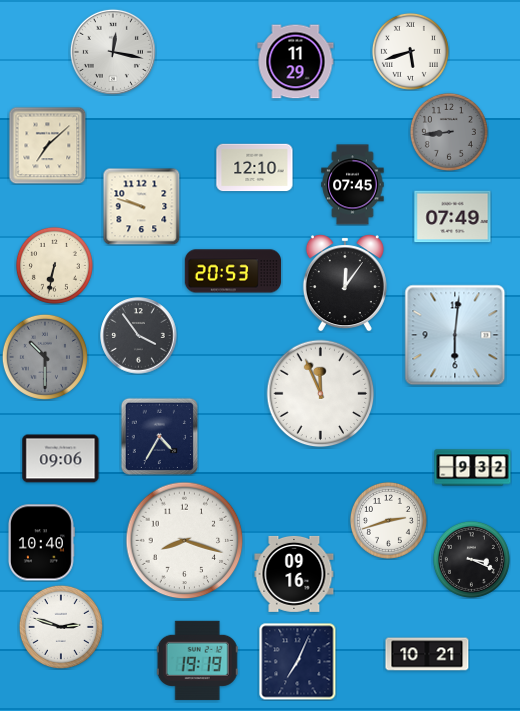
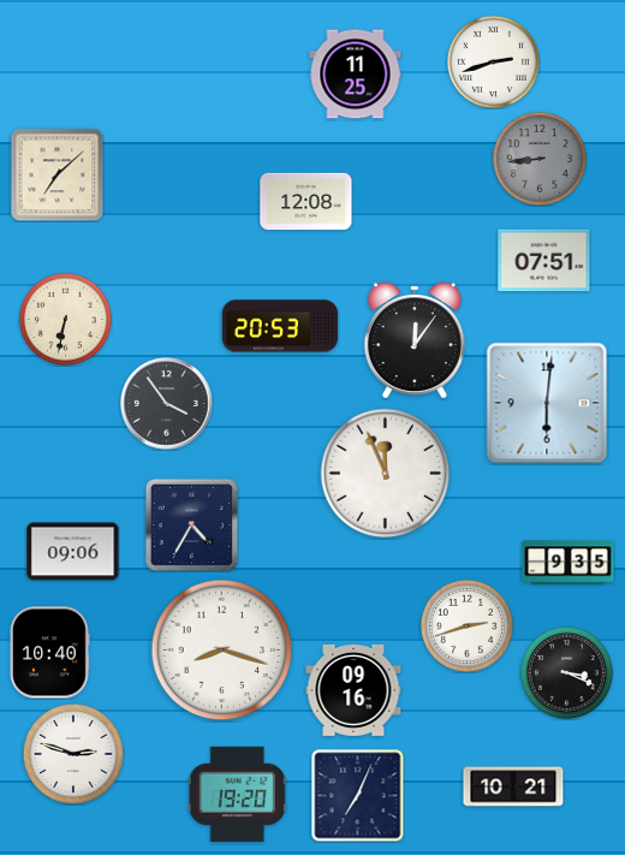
clock at (410, 51): 5:42 -> 2:42
clock at (113, 52): 12:17 -> none
clock at (296, 62): 11:29 -> 11:25
clock at (255, 168): 12:10 -> 12:08
clock at (353, 185): 07:45 -> none
clock at (141, 206): 9:48 -> none
clock at (453, 217): 07:49 -> 07:51
clock at (45, 357): 10:30 -> none
clock at (473, 468): 9:32 -> 9:35
clock at (197, 660): 19:19 -> 19:20
